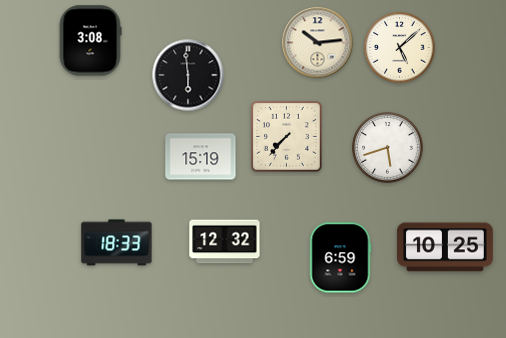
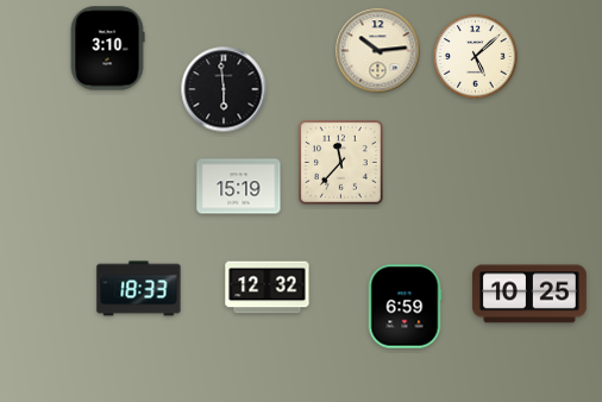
clock at (90, 41): 3:08 -> 3:10
clock at (287, 137): 7:37 -> 11:37
clock at (388, 148): 5:42 -> none
